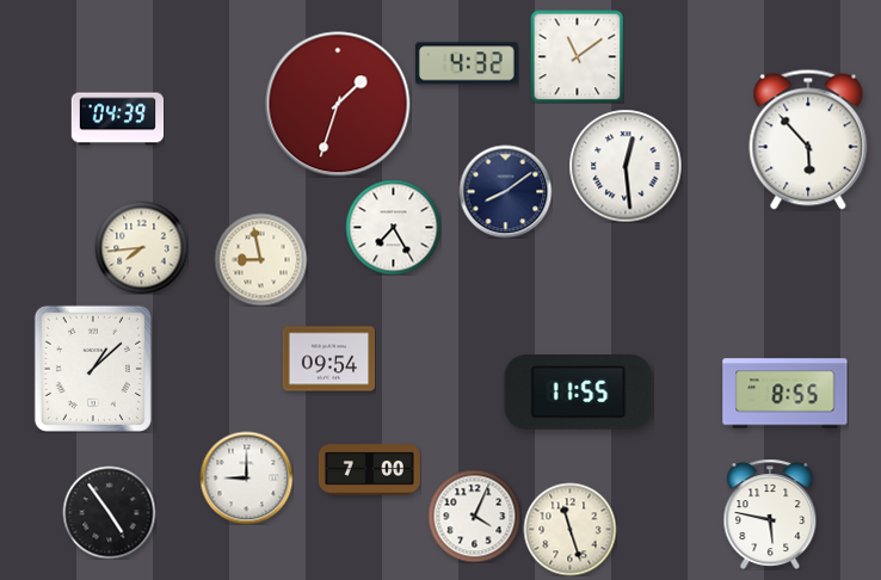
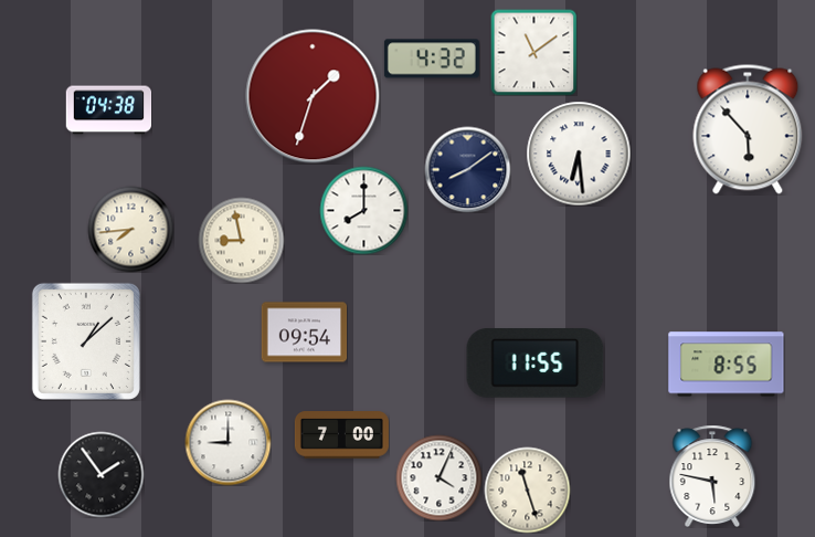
clock at (117, 119): 04:39 -> 04:38
clock at (626, 166): 12:29 -> 6:29
clock at (505, 191) position: (505, 191) -> (467, 169)
clock at (393, 227): 7:25 -> 8:00
clock at (109, 512): 4:54 -> 1:54
